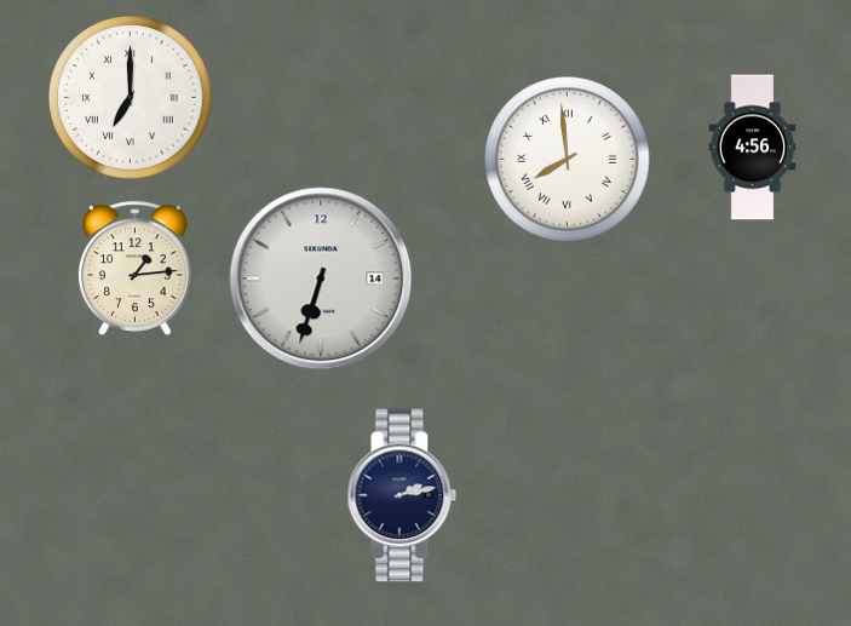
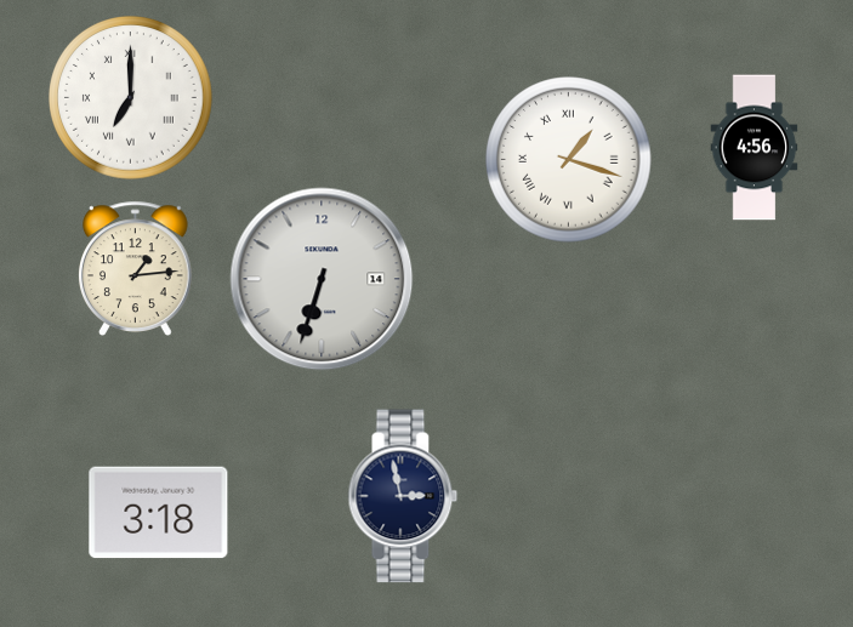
clock at (568, 160): 7:59 -> 1:18
clock at (402, 495): 2:13 -> 2:58
clock at (159, 513): none -> 3:18
